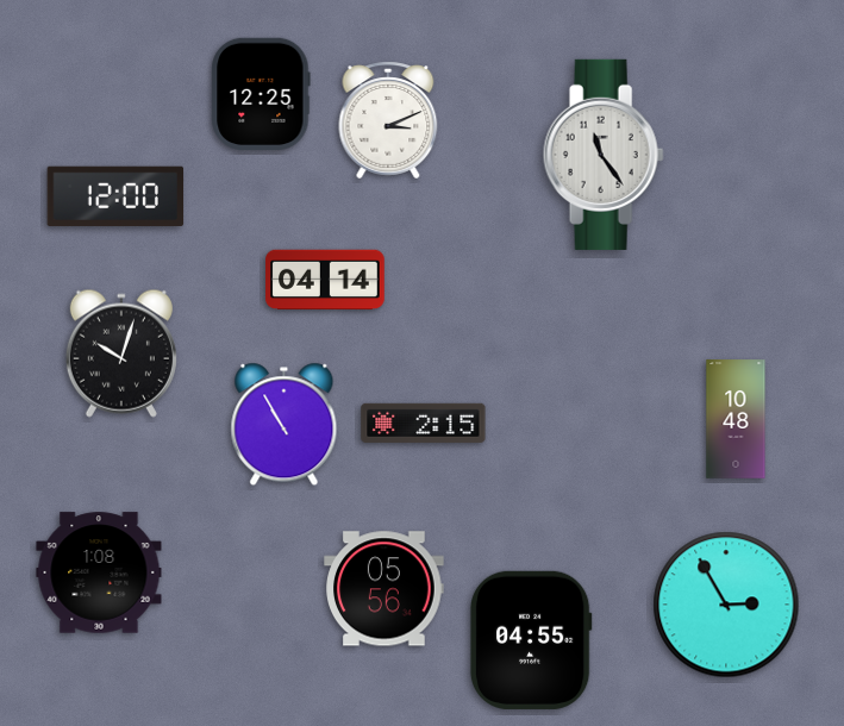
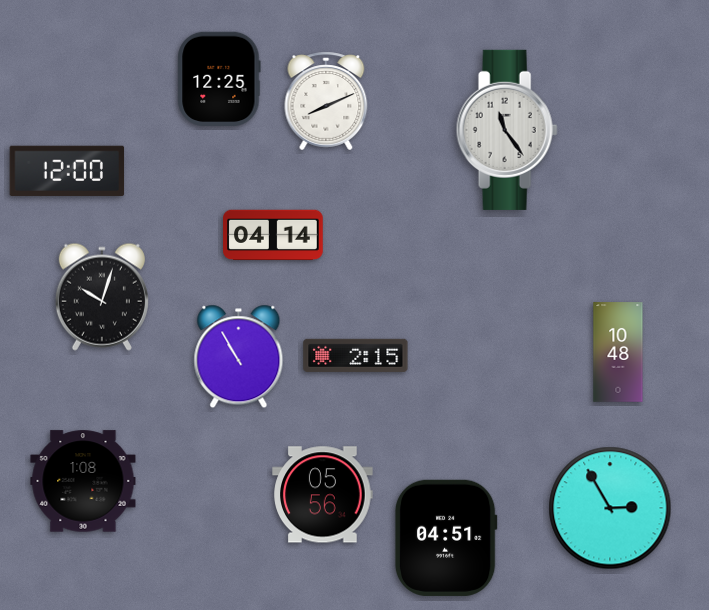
clock at (388, 120): 3:11 -> 8:11
clock at (115, 196) position: (115, 196) -> (67, 171)
clock at (531, 640): 04:55 -> 04:51
